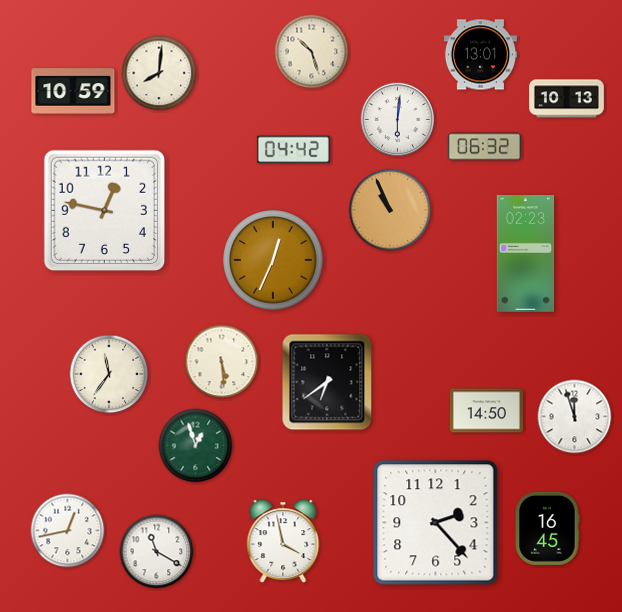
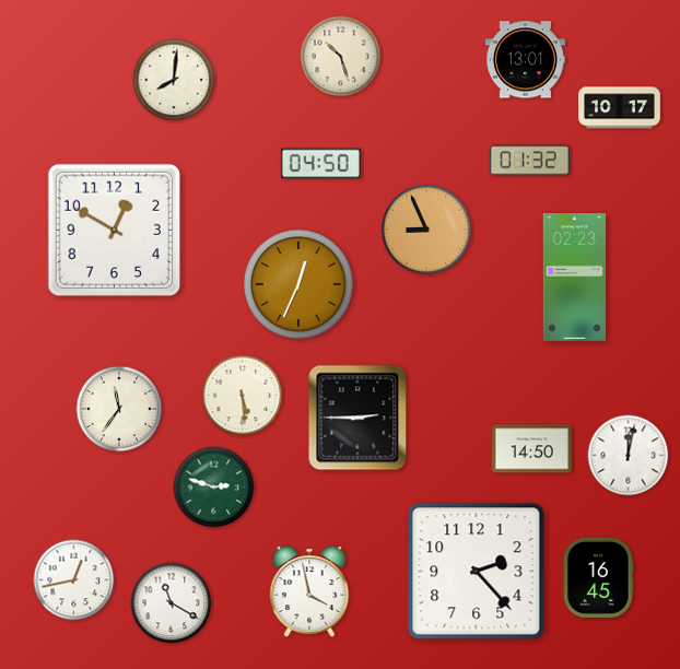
clock at (73, 91): 10:59 -> none
clock at (567, 99): 10:13 -> 10:17
clock at (398, 120): 6:01 -> none
clock at (484, 147): 06:32 -> 01:32
clock at (293, 150): 04:42 -> 04:50
clock at (390, 210): 10:56 -> 8:56
clock at (105, 211): 12:47 -> 12:50
clock at (327, 382): 6:39 -> 2:45
clock at (575, 417): 11:57 -> 12:02
clock at (196, 446): 12:57 -> 2:48
